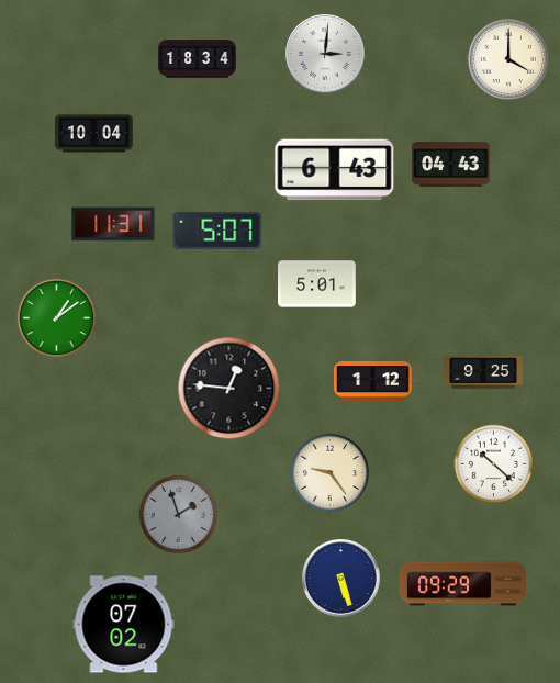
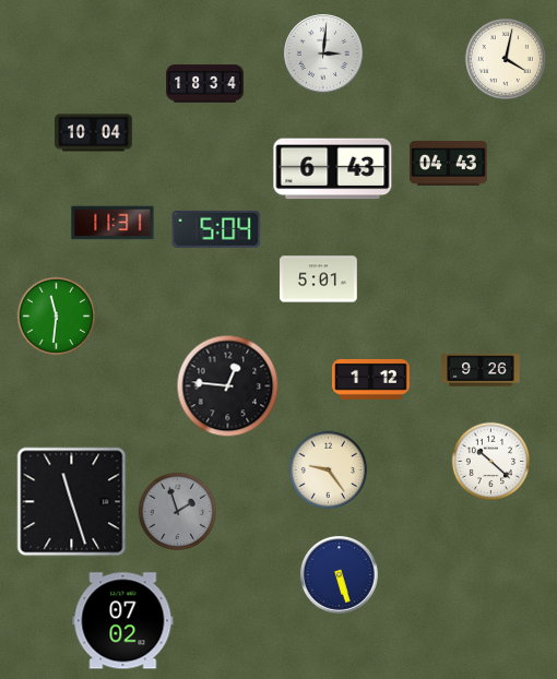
clock at (198, 59) position: (198, 59) -> (205, 84)
clock at (508, 59): 4:00 -> 4:02
clock at (217, 231): 5:07 -> 5:04
clock at (317, 284) position: (317, 284) -> (319, 279)
clock at (57, 318): 1:09 -> 11:31
clock at (483, 372): 9:25 -> 9:26
clock at (72, 502): none -> 11:27
clock at (462, 584): 09:29 -> none
